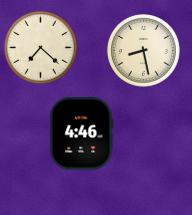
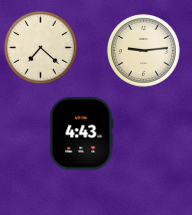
clock at (144, 51): 8:28 -> 9:14
clock at (82, 134): 4:46 -> 4:43
